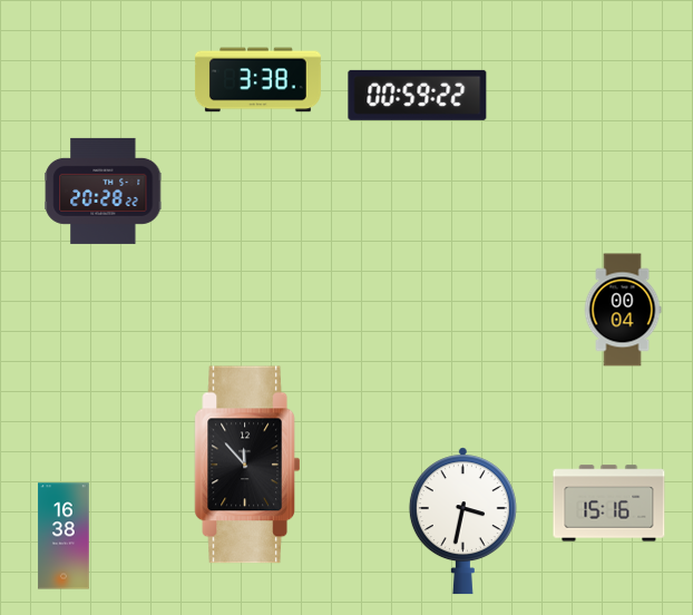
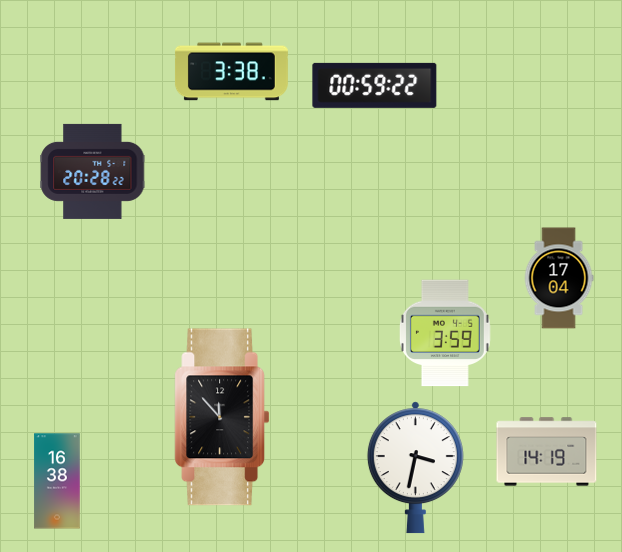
clock at (623, 310): 00:04 -> 17:04
clock at (445, 333): none -> 3:59
clock at (609, 504): 15:16 -> 14:19
